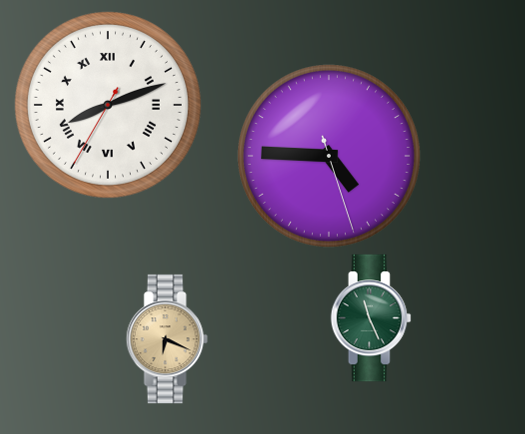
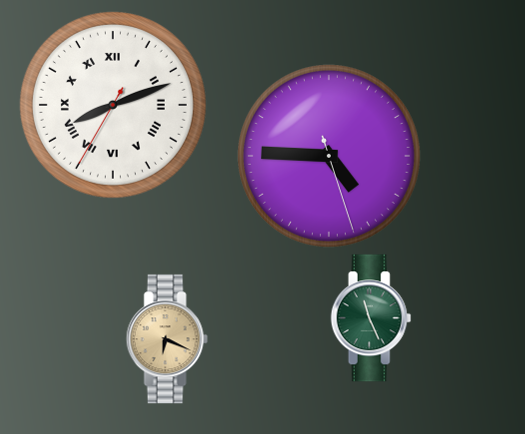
clock at (108, 105) position: (108, 105) -> (113, 105)
